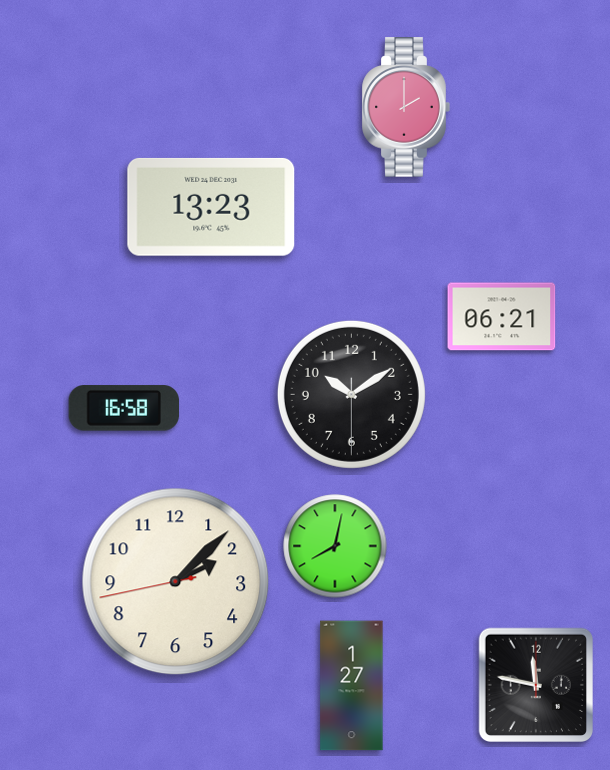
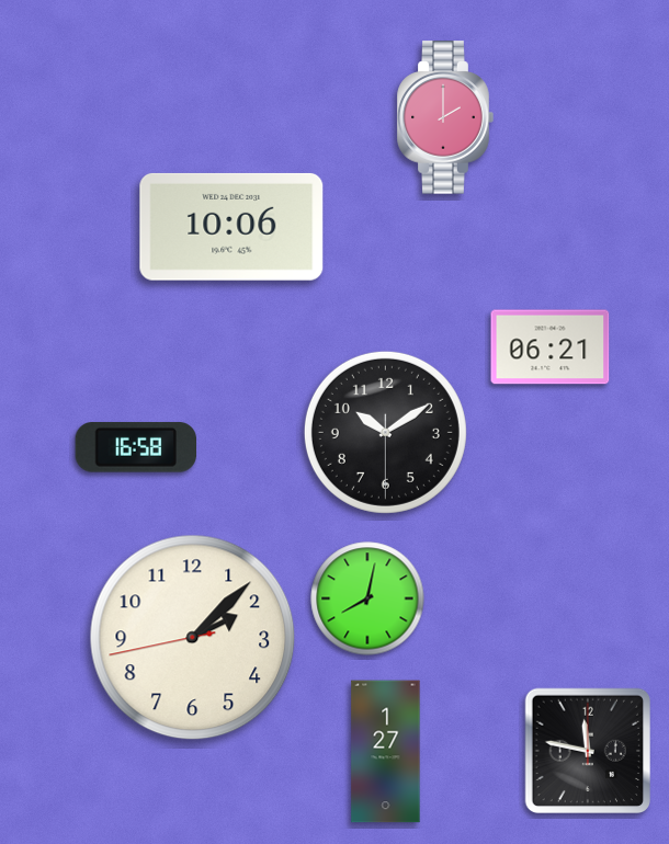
clock at (211, 207): 13:23 -> 10:06
